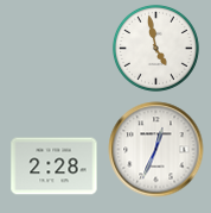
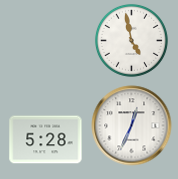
clock at (55, 167): 2:28 -> 5:28
